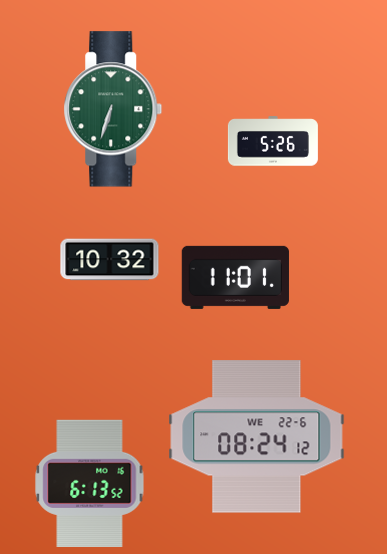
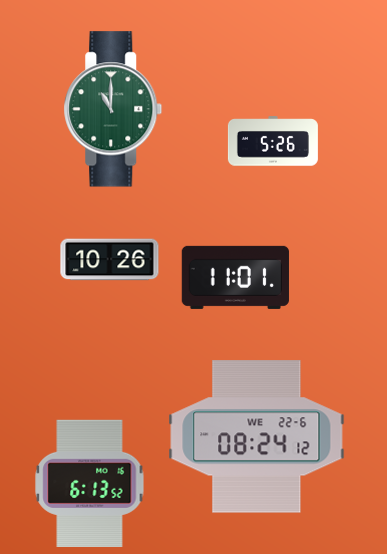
clock at (113, 109): 6:33 -> 11:00
clock at (110, 260): 10:32 -> 10:26
